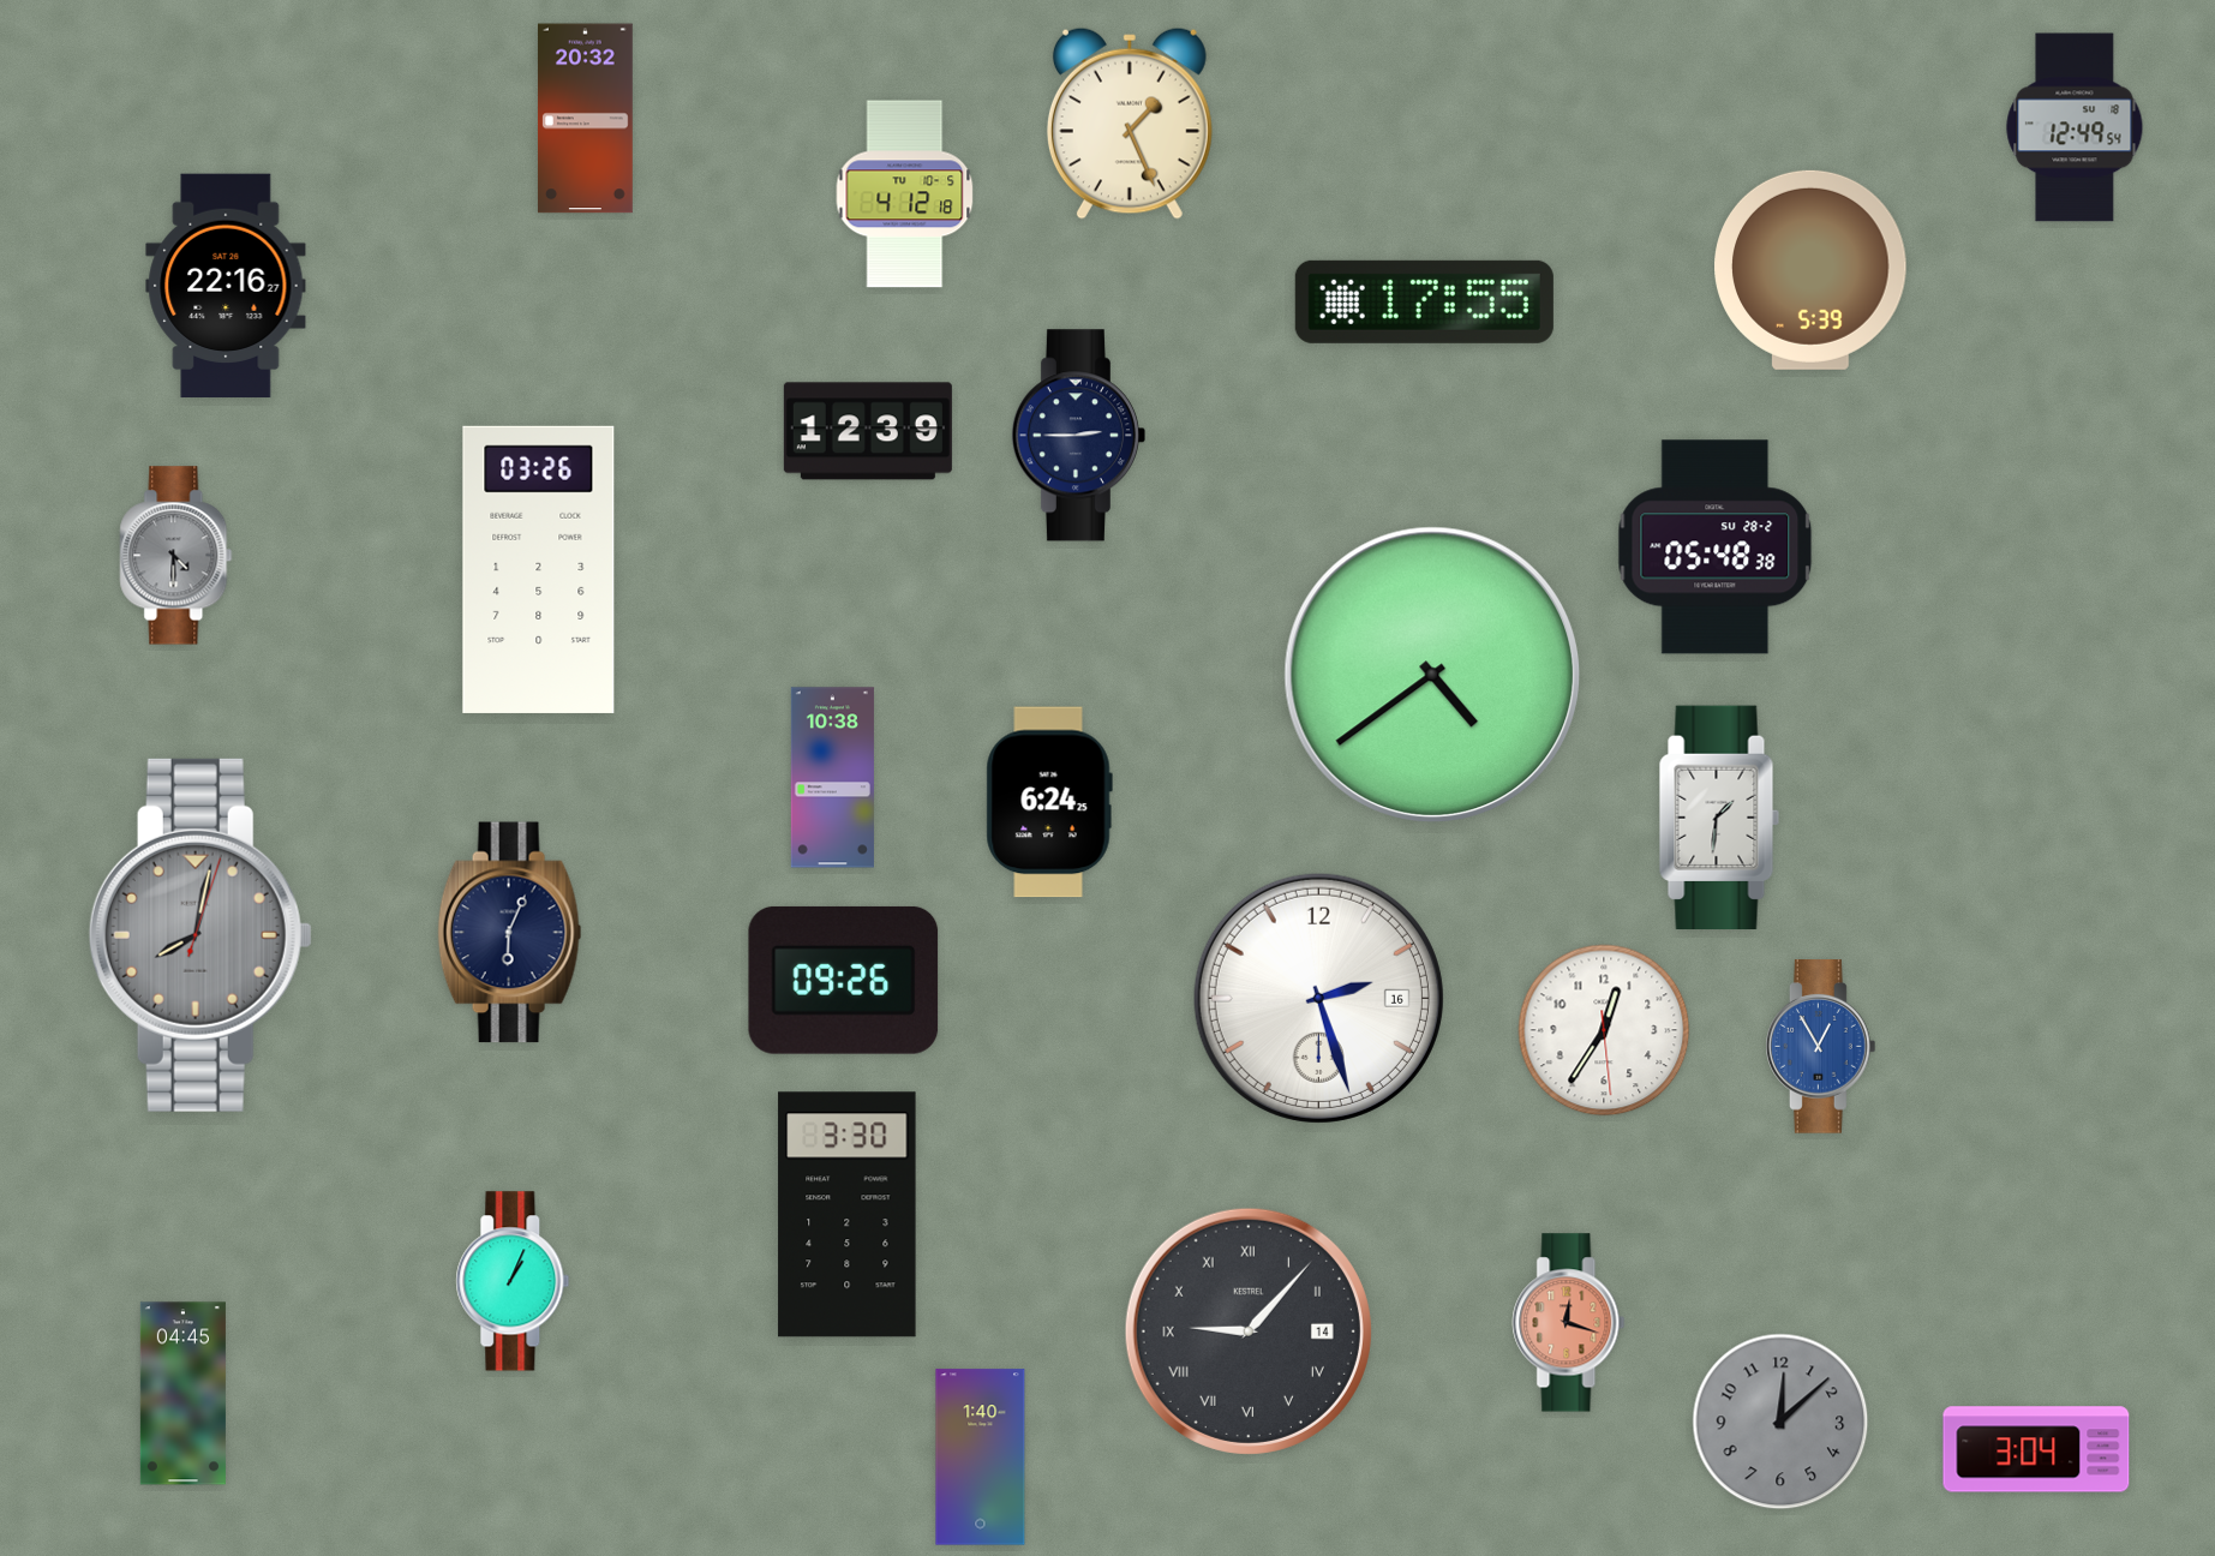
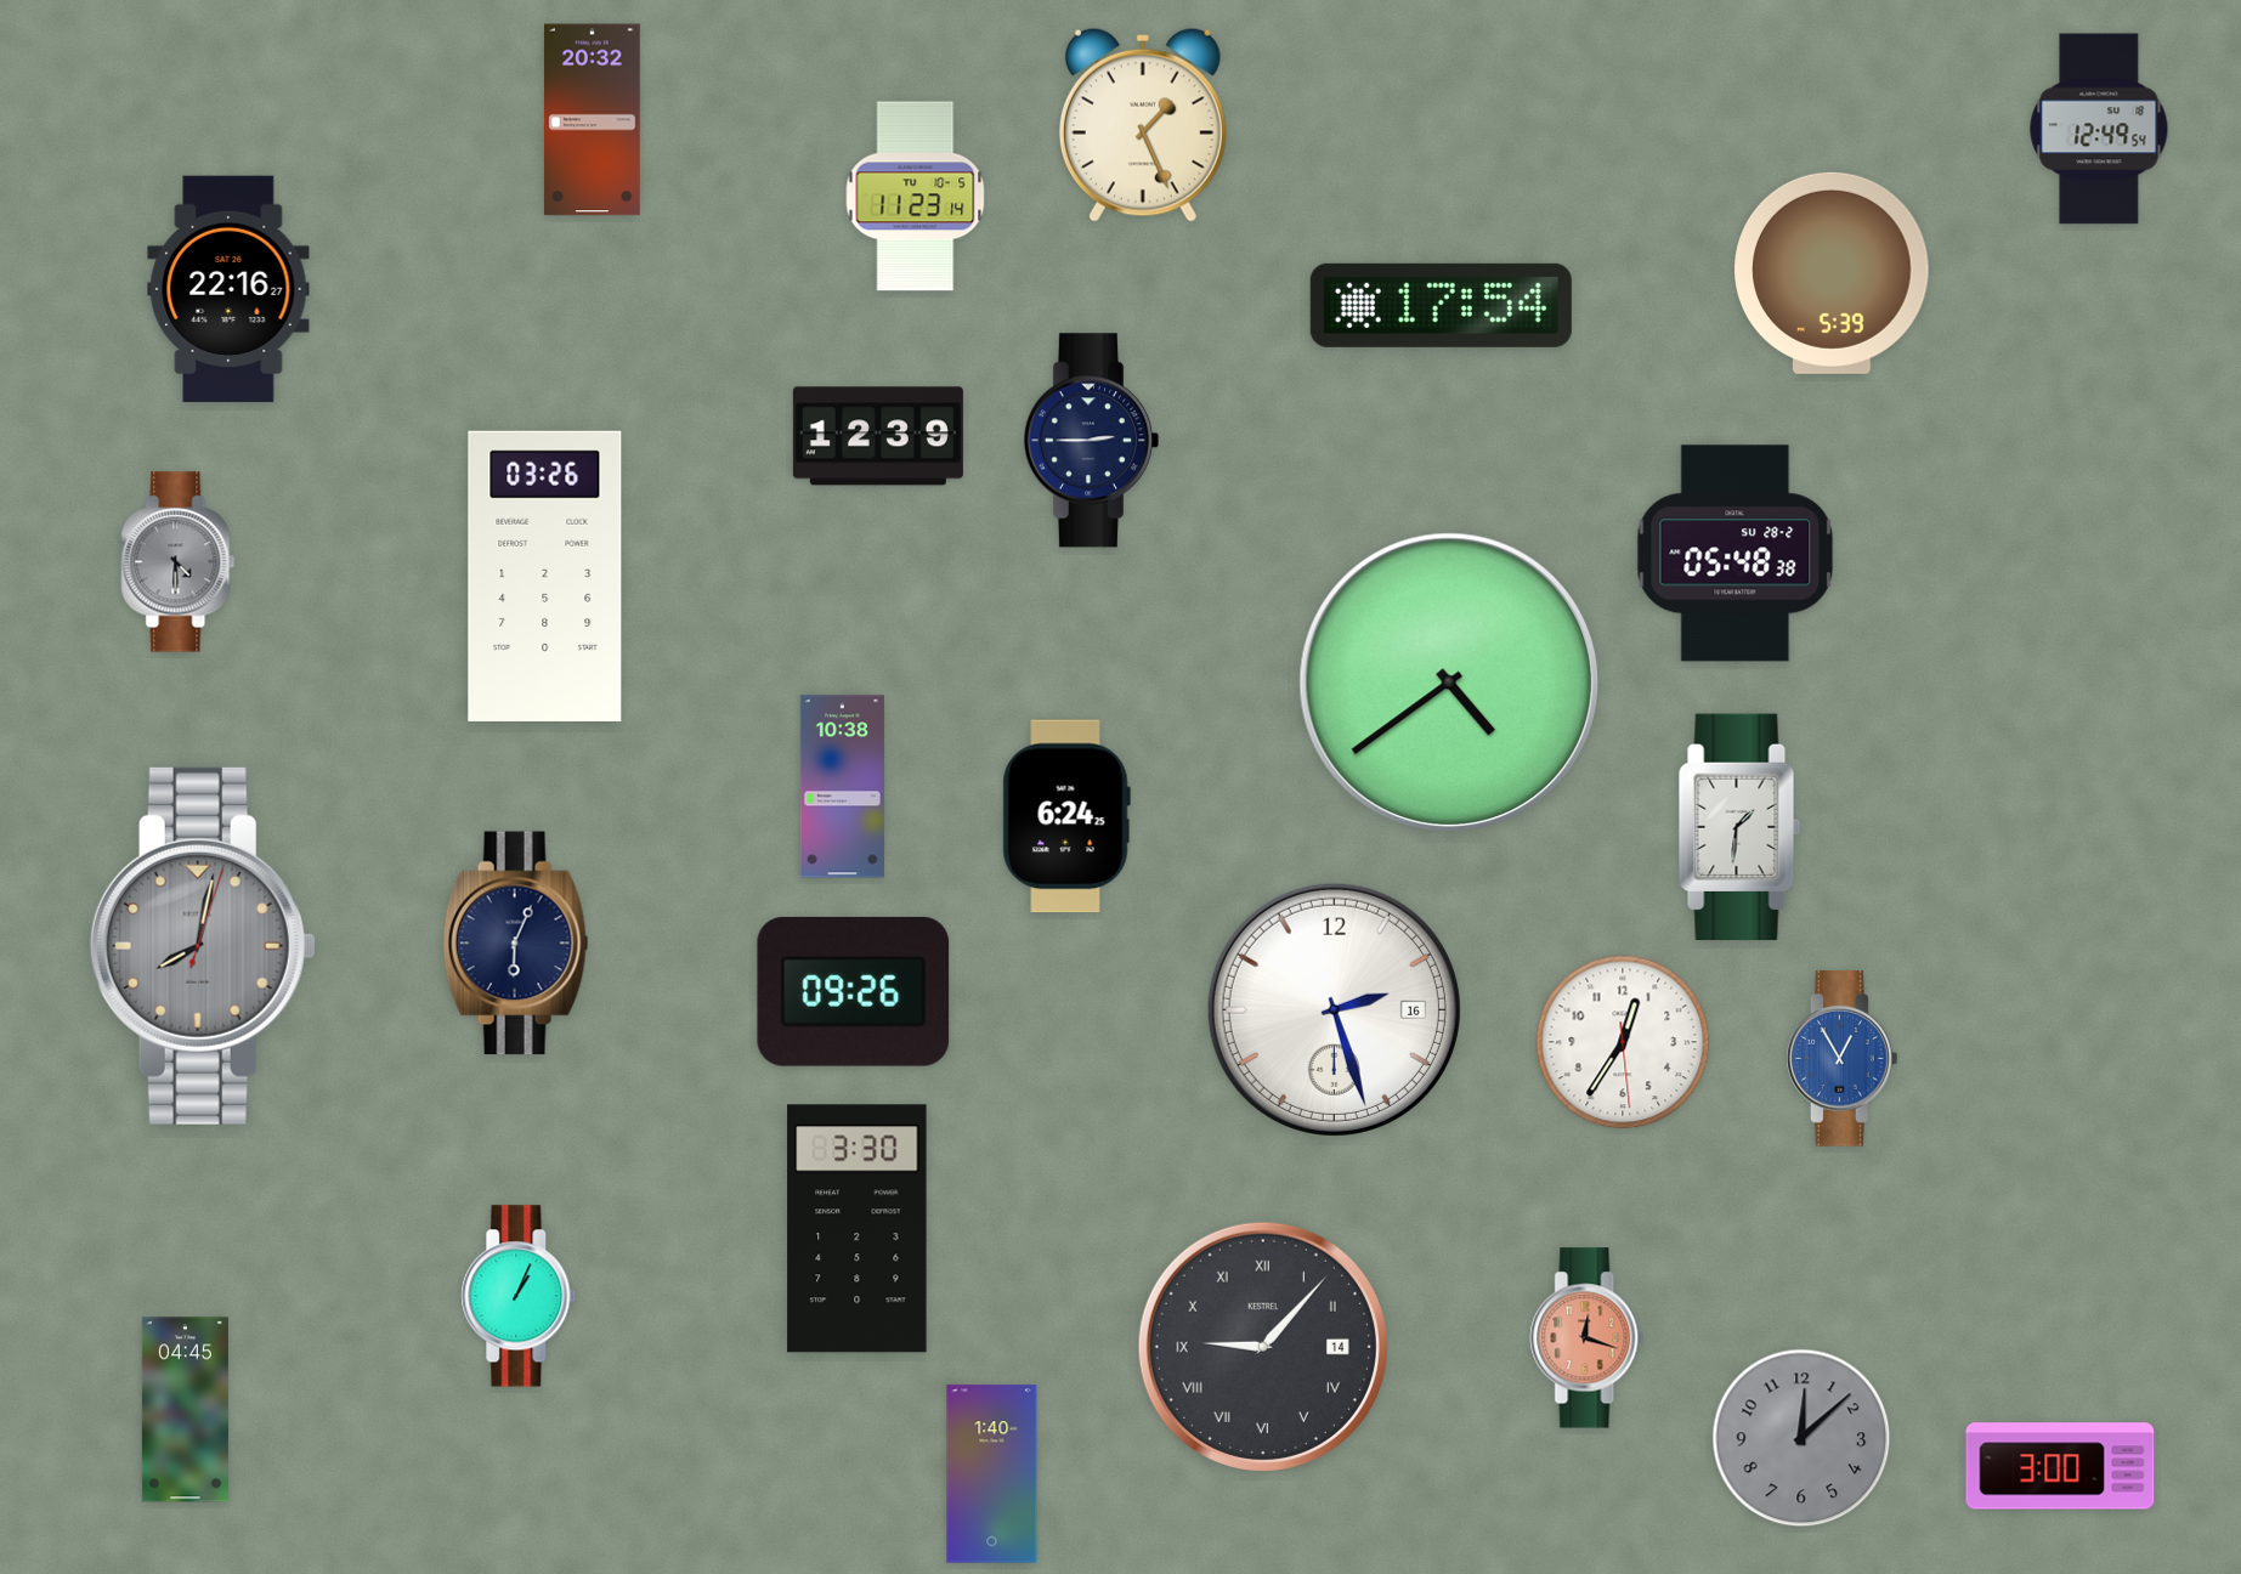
clock at (905, 194): 4:12 -> 11:23
clock at (1424, 301): 17:55 -> 17:54
clock at (1049, 802) position: (1049, 802) -> (1066, 816)
clock at (2036, 1449): 3:04 -> 3:00
